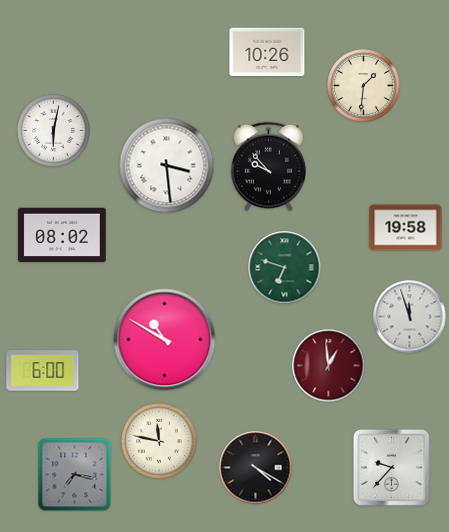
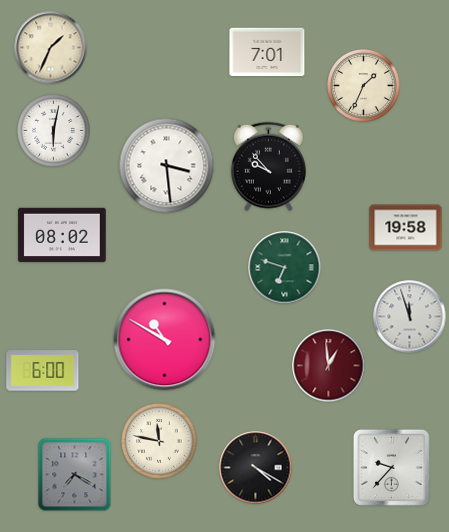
clock at (51, 48): none -> 1:34
clock at (267, 52): 10:26 -> 7:01
clock at (364, 86): 1:31 -> 1:34
clock at (75, 475): 7:17 -> 7:20
